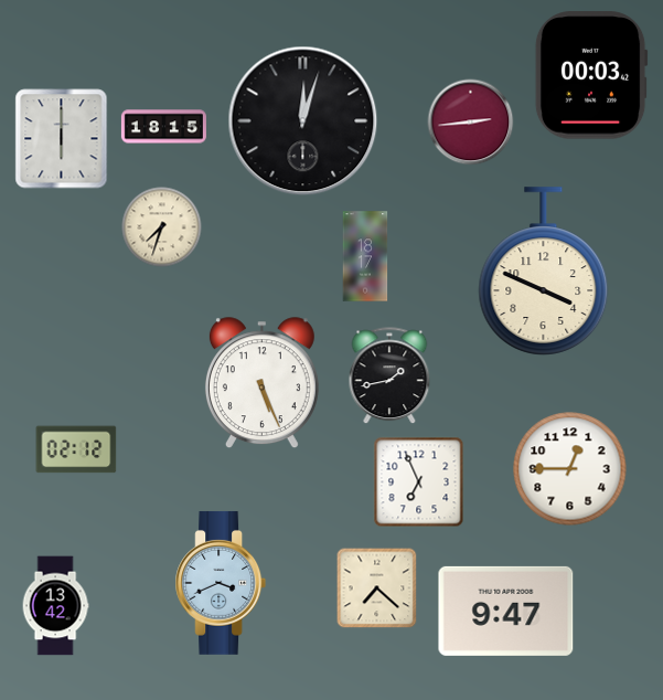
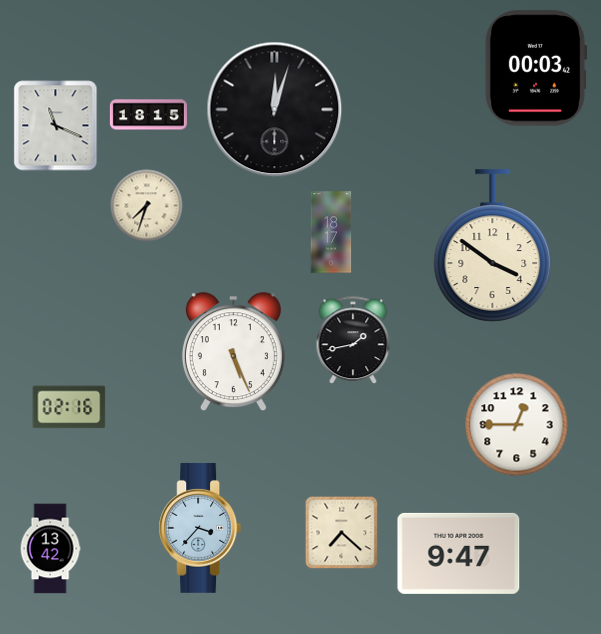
clock at (471, 123): 2:44 -> none
clock at (62, 139): 6:00 -> 11:19
clock at (544, 272): 3:49 -> 3:51
clock at (261, 383) position: (261, 383) -> (233, 352)
clock at (76, 449): 02:12 -> 02:16
clock at (419, 482): 6:56 -> none
clock at (221, 583): 3:41 -> 3:37
